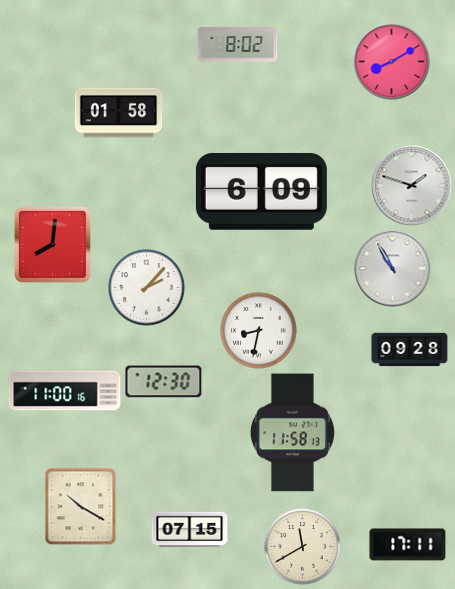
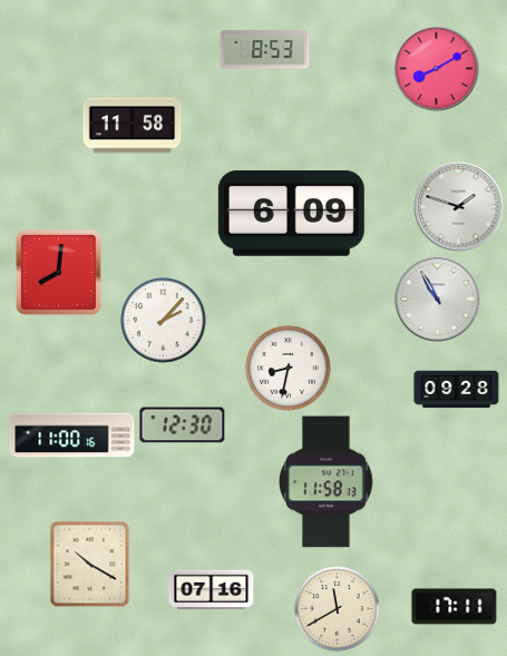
clock at (238, 45): 8:02 -> 8:53
clock at (119, 113): 01:58 -> 11:58
clock at (190, 530): 07:15 -> 07:16
